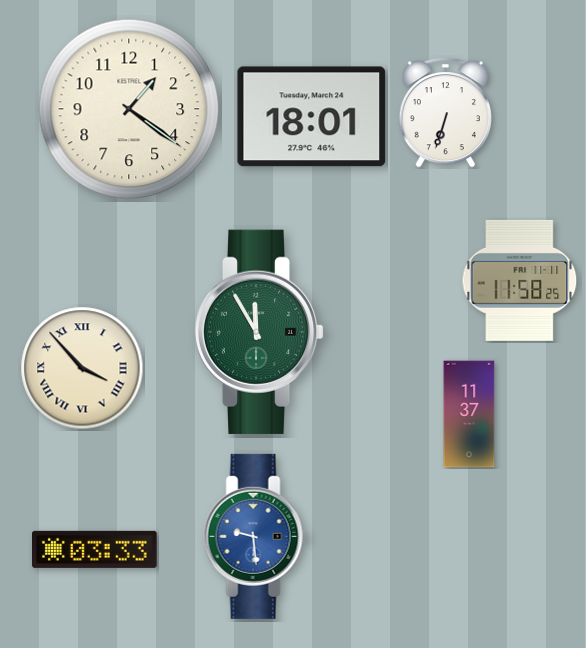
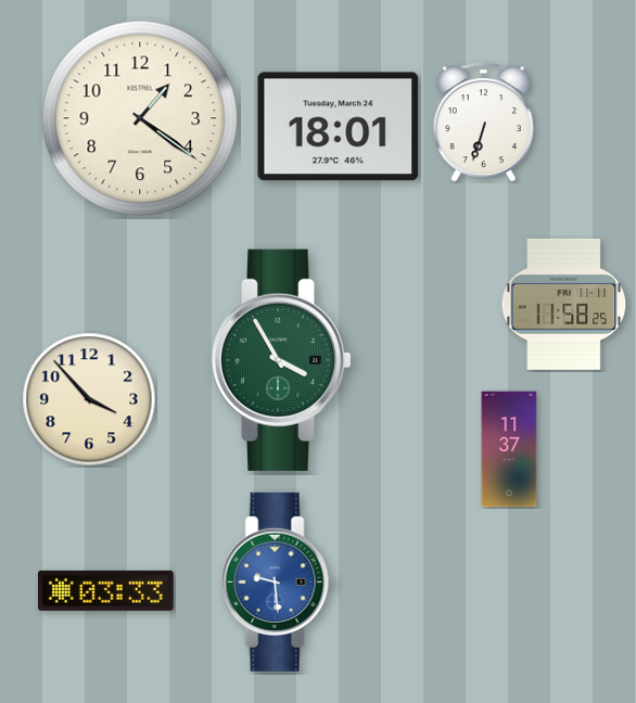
clock at (259, 332): 11:55 -> 3:55
clock at (82, 368) numerals: Roman -> Arabic
clock at (95, 549) position: (95, 549) -> (106, 590)
